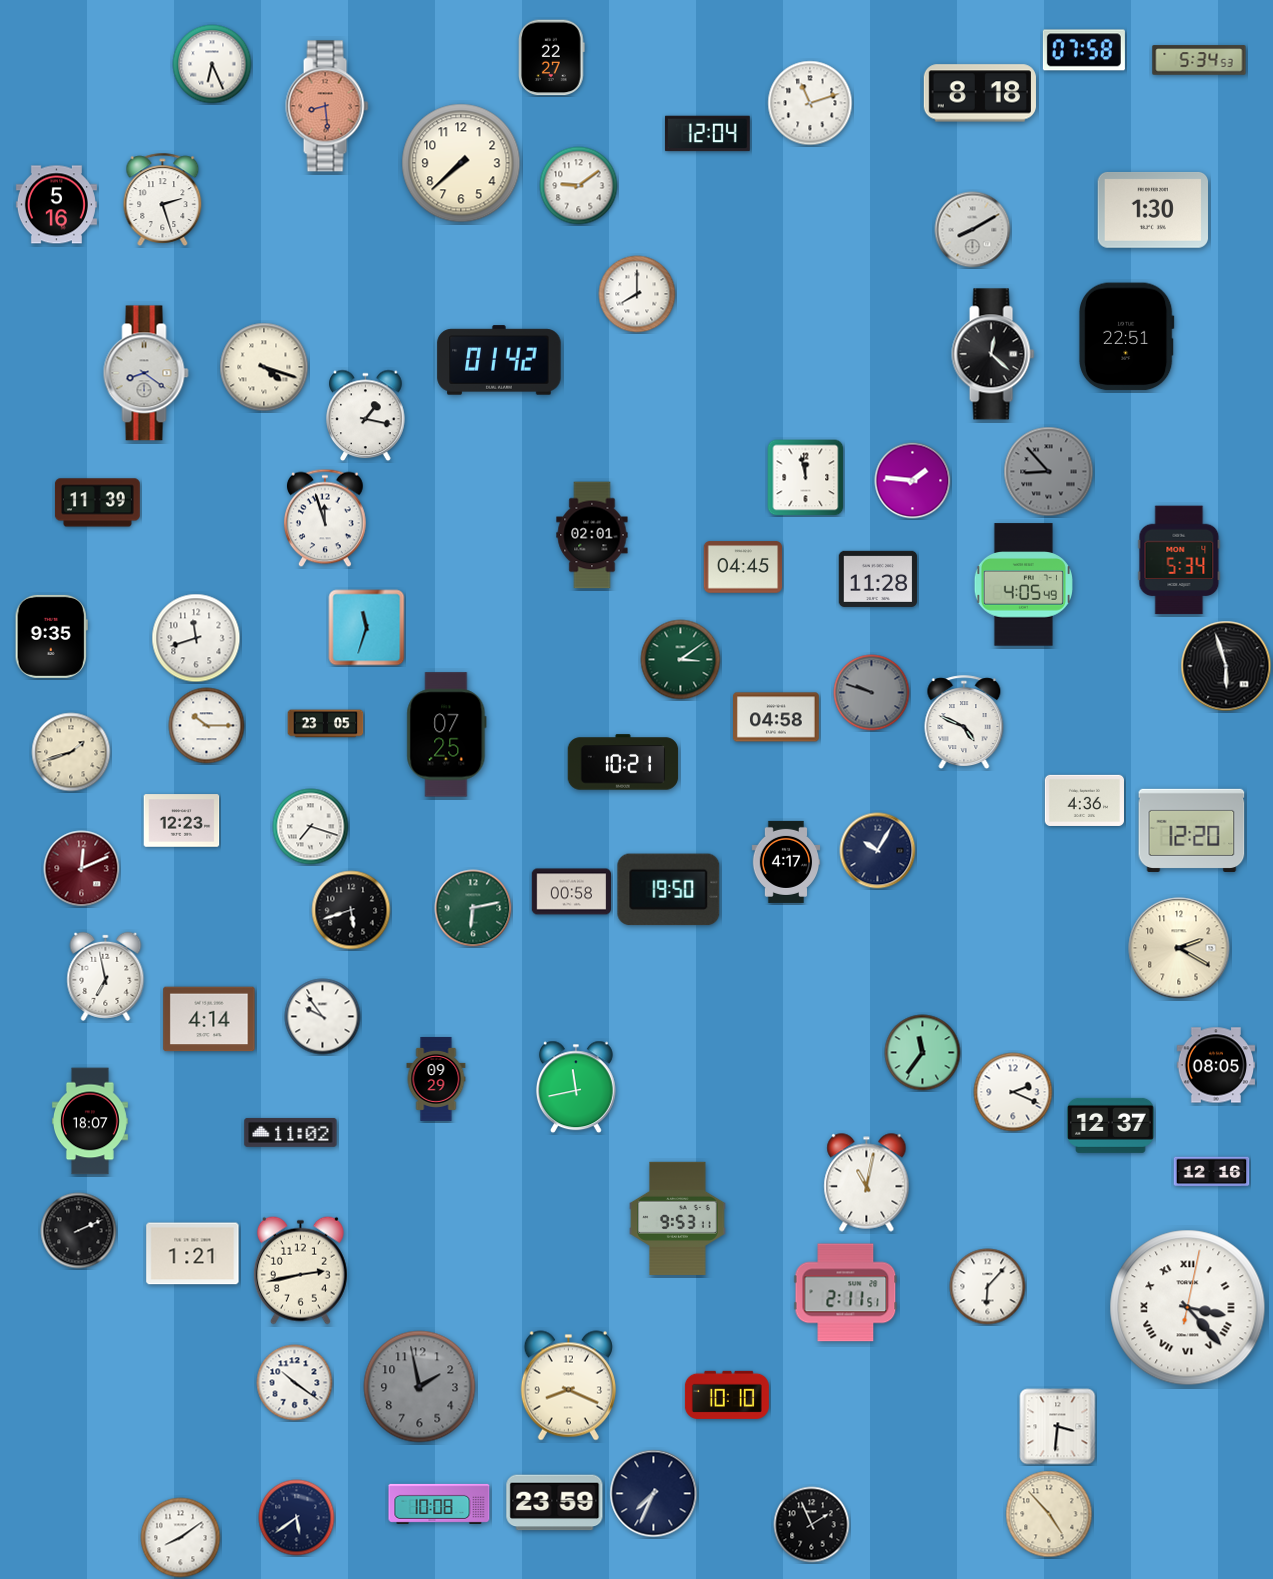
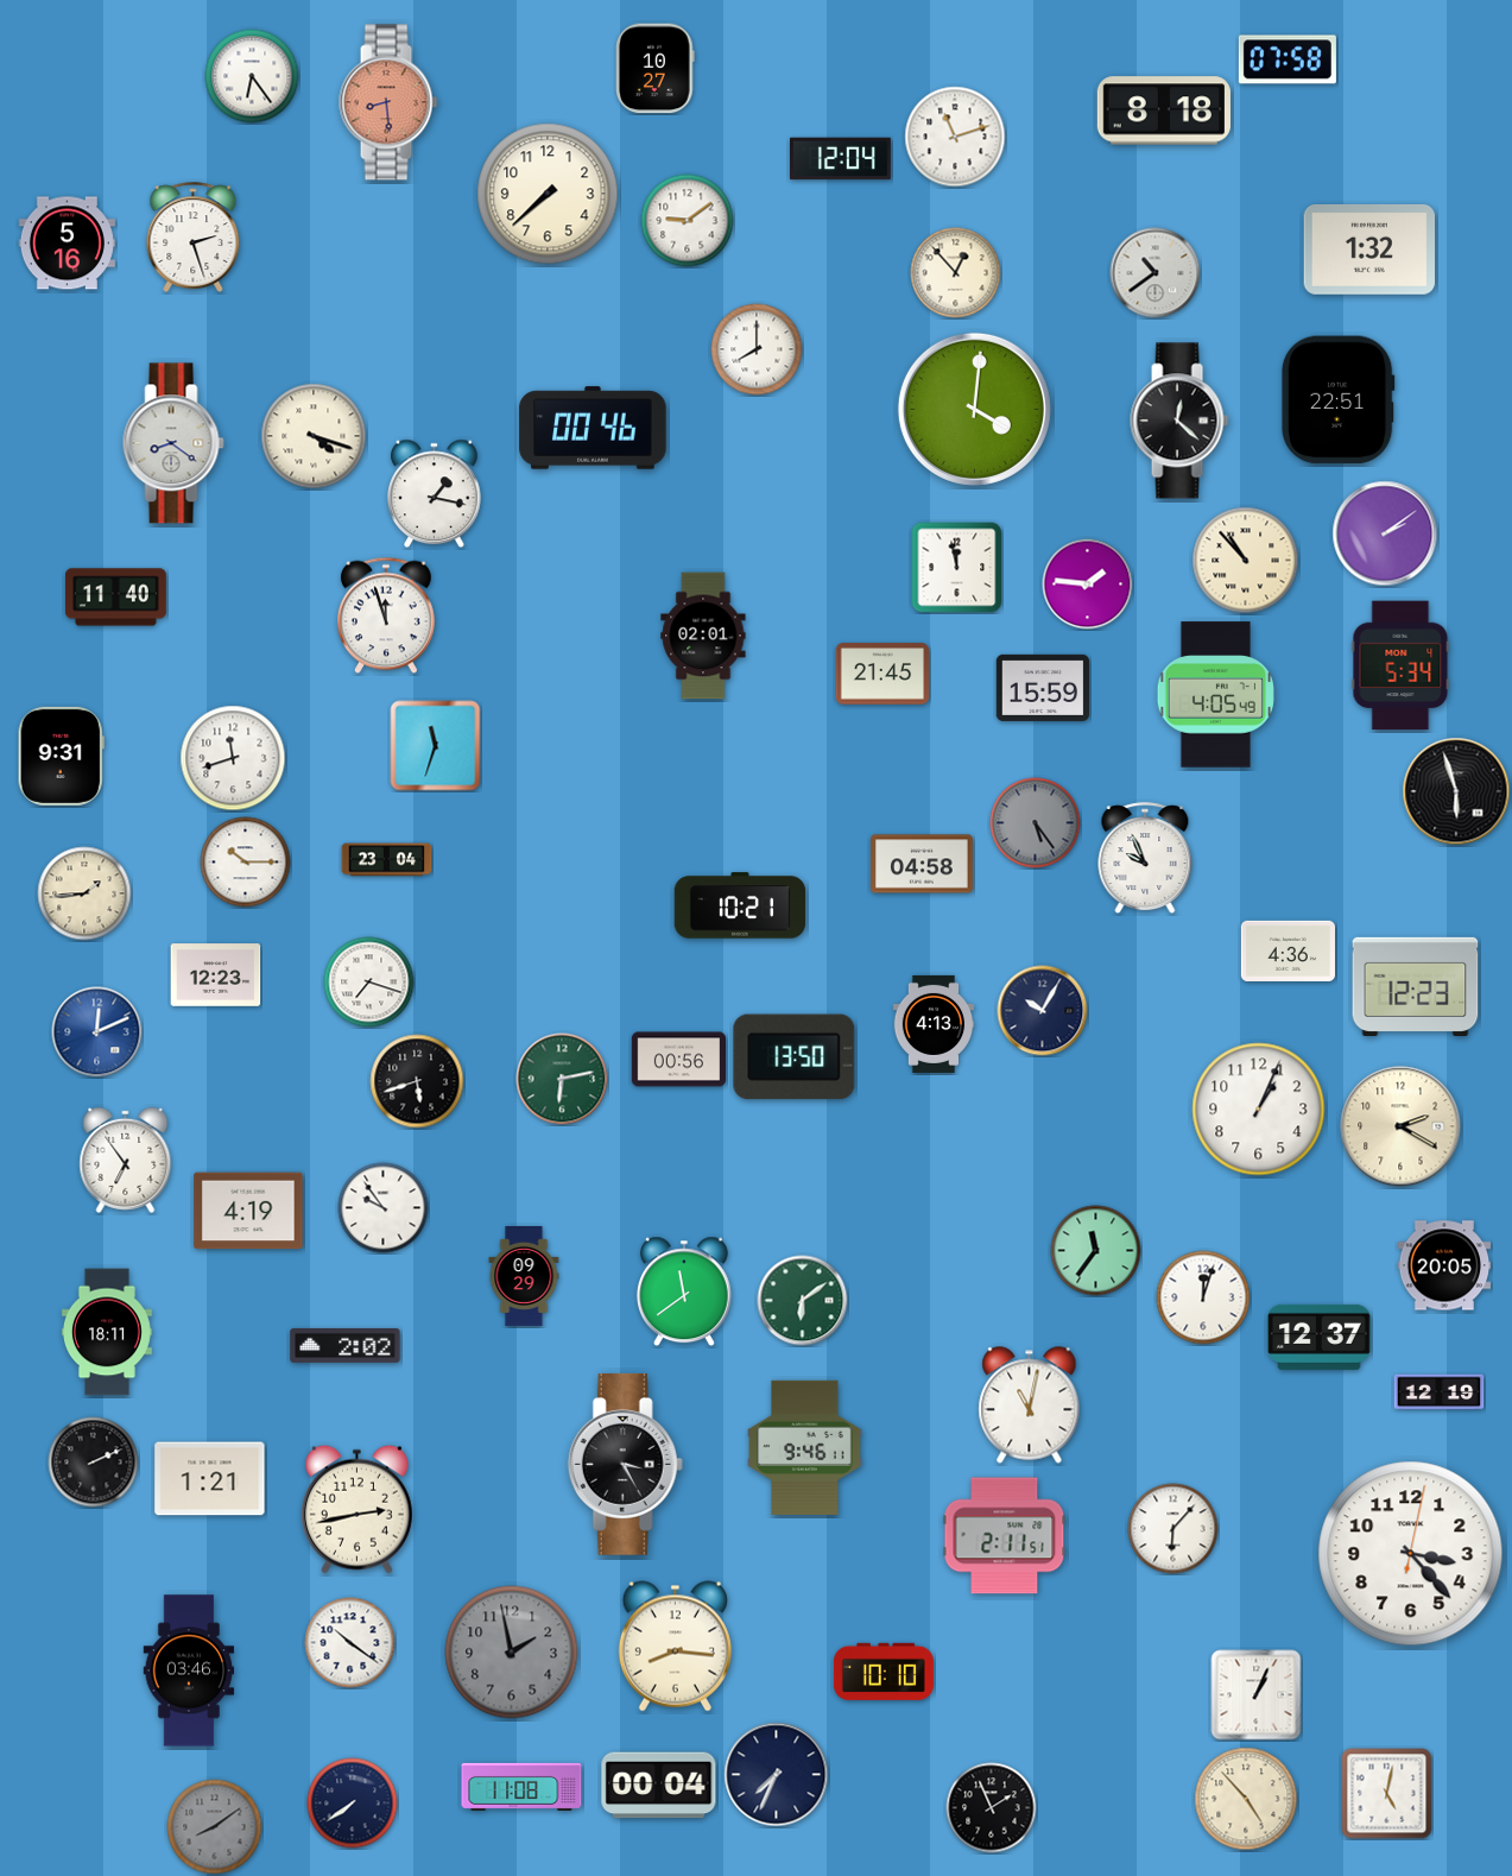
clock at (552, 58): 22:27 -> 10:27
clock at (1199, 60): 5:34 -> none
clock at (212, 64): 6:26 -> 6:24
clock at (810, 103) position: (810, 103) -> (955, 137)
clock at (327, 106) position: (327, 106) -> (388, 102)
clock at (1153, 210): 1:30 -> 1:32
clock at (956, 273): none -> 12:53
clock at (973, 230): 8:10 -> 10:39
clock at (974, 409): none -> 4:01
clock at (499, 360): 01:42 -> 00:46
clock at (1385, 533): none -> 2:09
clock at (1049, 472): 8:53 -> 10:53
clock at (1049, 472) dial: grey -> cream
clock at (913, 481) position: (913, 481) -> (1088, 585)
clock at (97, 503): 11:39 -> 11:40
clock at (743, 567): 04:45 -> 21:45
clock at (878, 579): 11:28 -> 15:59
clock at (51, 636): 9:35 -> 9:31
clock at (681, 660): 3:09 -> none
clock at (872, 693): 9:48 -> 5:24
clock at (777, 717) position: (777, 717) -> (923, 864)
clock at (964, 722): 4:49 -> 9:56
clock at (326, 724): 23:05 -> 23:04
clock at (447, 735): 07:25 -> none
clock at (71, 752): 1:42 -> 1:44
clock at (1192, 830): 12:20 -> 12:23
clock at (786, 862): 4:17 -> 4:13
clock at (82, 869) dial: burgundy -> blue
clock at (669, 890): 19:50 -> 13:50
clock at (572, 892): 00:58 -> 00:56
clock at (1259, 1110): none -> 1:04
clock at (106, 976): 6:58 -> 6:54
clock at (209, 1019): 4:14 -> 4:19
clock at (1216, 1065): 08:05 -> 20:05
clock at (436, 1079) position: (436, 1079) -> (524, 1276)
clock at (576, 1087): 11:43 -> 11:39
clock at (1013, 1092): 2:19 -> 12:03
clock at (803, 1301): none -> 6:09
clock at (90, 1121): 18:07 -> 18:11
clock at (291, 1132): 11:02 -> 2:02
clock at (1212, 1172): 12:16 -> 12:19
clock at (678, 1218): 9:53 -> 9:46
clock at (625, 1464): none -> 3:25
clock at (193, 1254) position: (193, 1254) -> (210, 1479)
clock at (1188, 1308) numerals: Roman -> Arabic
clock at (568, 1386): 8:19 -> 8:16
clock at (420, 1387) position: (420, 1387) -> (512, 1653)
clock at (727, 1395) position: (727, 1395) -> (884, 1672)
clock at (189, 1670): none -> 03:46
clock at (1058, 1427): 3:31 -> 1:04
clock at (555, 1503): 23:59 -> 00:04
clock at (439, 1504): 10:08 -> 11:08
clock at (1387, 1794): none -> 5:02
clock at (297, 1518): 5:39 -> 7:39
clock at (812, 1525) position: (812, 1525) -> (992, 1808)
clock at (181, 1538) dial: white -> grey
